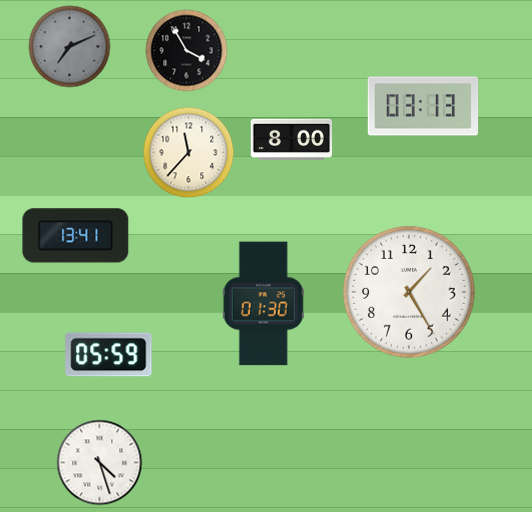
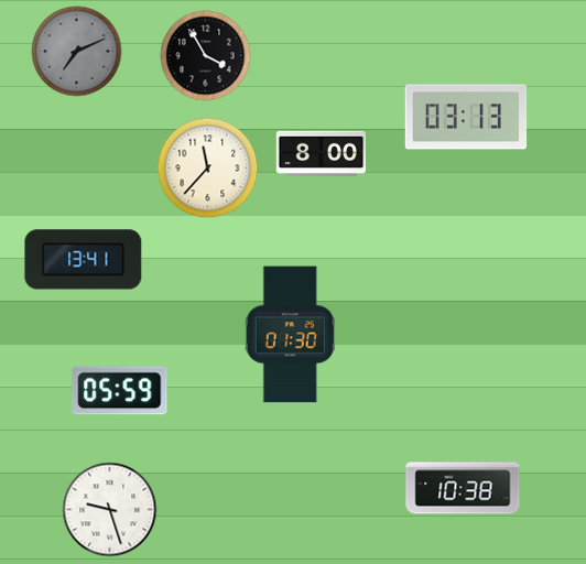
clock at (409, 292): 1:25 -> none
clock at (463, 488): none -> 10:38
clock at (100, 463): 4:27 -> 9:27
